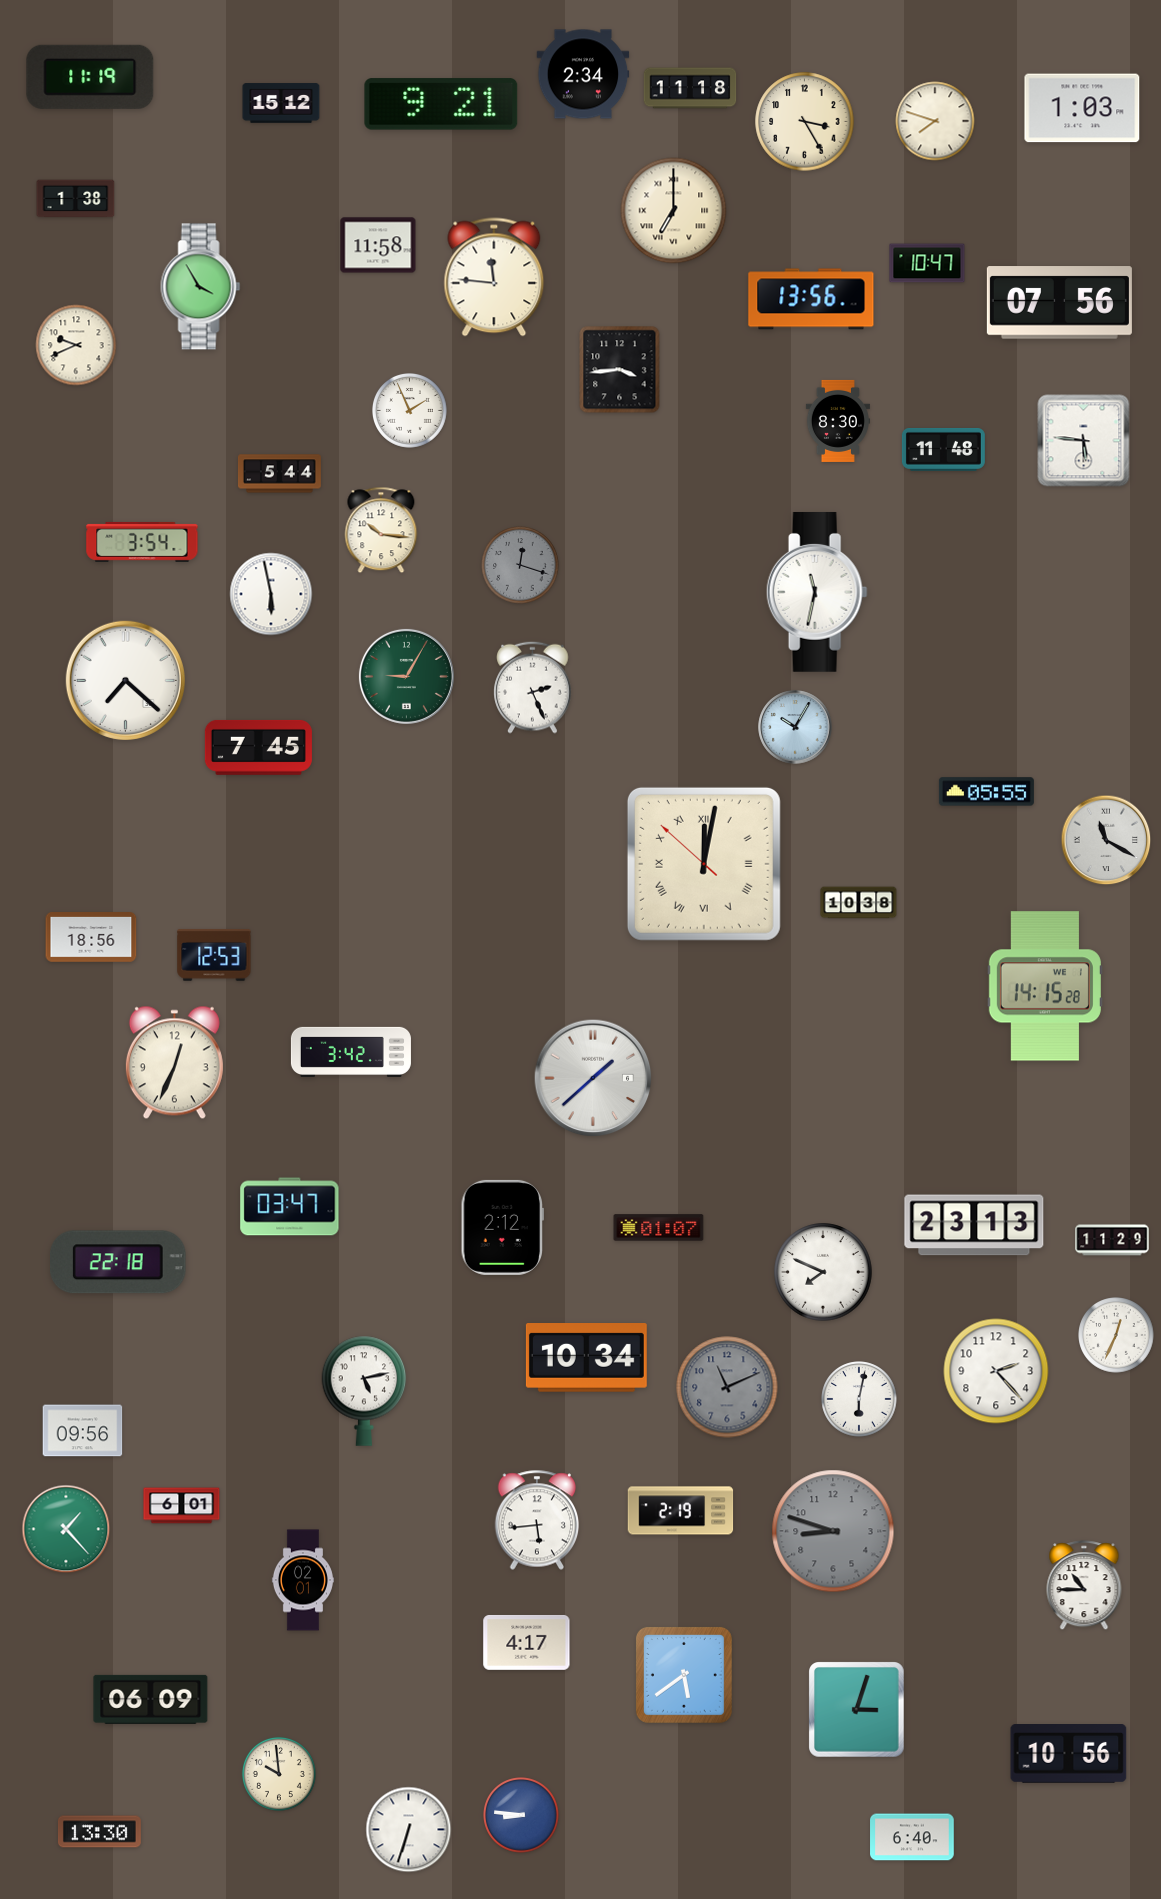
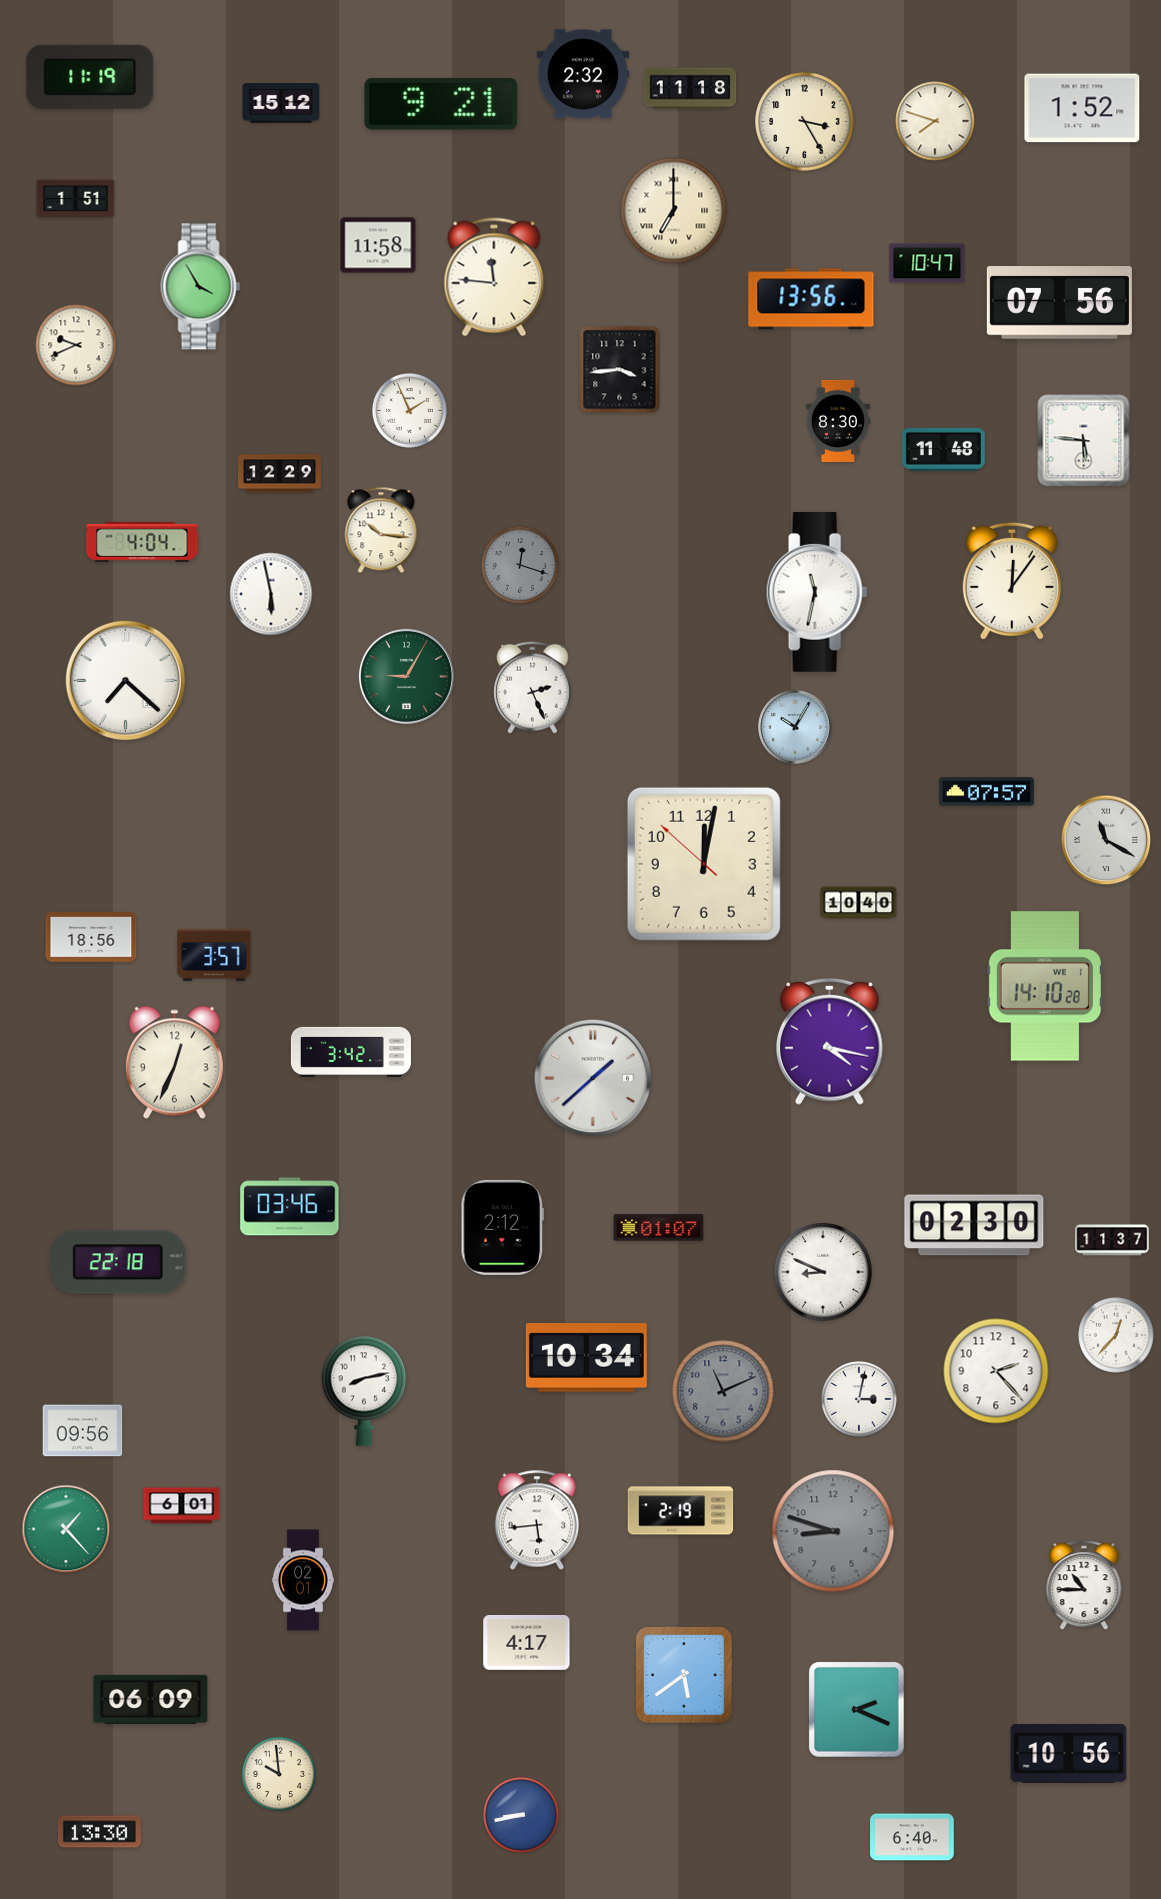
clock at (583, 74): 2:34 -> 2:32
clock at (1082, 108): 1:03 -> 1:52
clock at (76, 199): 1:38 -> 1:51
clock at (279, 474): 5:44 -> 12:29
clock at (142, 542): 3:54 -> 4:04
clock at (1011, 581): none -> 12:06
clock at (258, 747): 7:45 -> none
clock at (986, 792): 05:55 -> 07:57
clock at (704, 864) numerals: Roman -> Arabic
clock at (859, 903): 10:38 -> 10:40
clock at (214, 955): 12:53 -> 3:57
clock at (1045, 986): 14:15 -> 14:10
clock at (830, 1041): none -> 4:17
clock at (290, 1207): 03:47 -> 03:46
clock at (974, 1225): 23:13 -> 02:30
clock at (1112, 1240): 11:29 -> 11:37
clock at (823, 1272): 7:49 -> 8:49
clock at (1116, 1335): 12:34 -> 12:37
clock at (727, 1387) position: (727, 1387) -> (723, 1391)
clock at (364, 1391): 5:13 -> 8:13
clock at (859, 1399): 6:02 -> 3:02
clock at (857, 1710): 3:03 -> 2:19
clock at (521, 1815): 8:46 -> 8:43
clock at (409, 1830): 6:33 -> none
